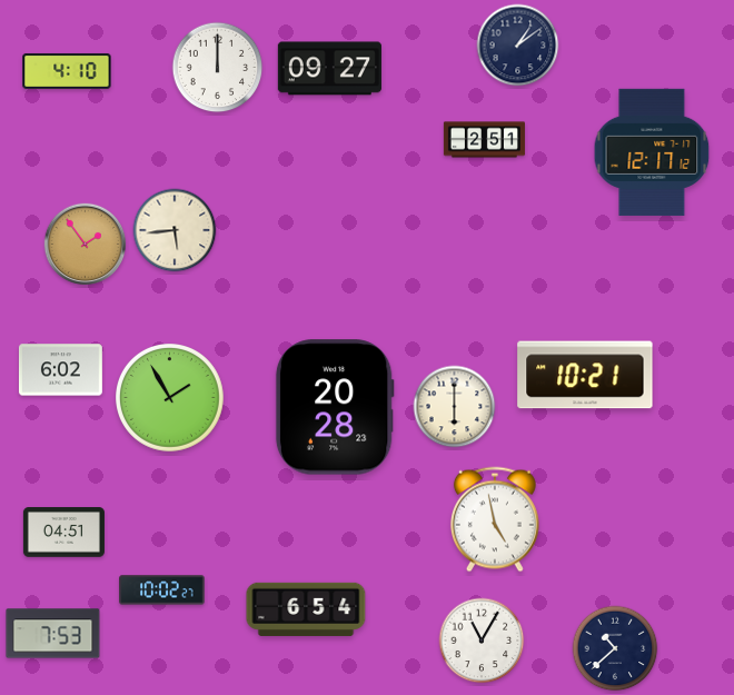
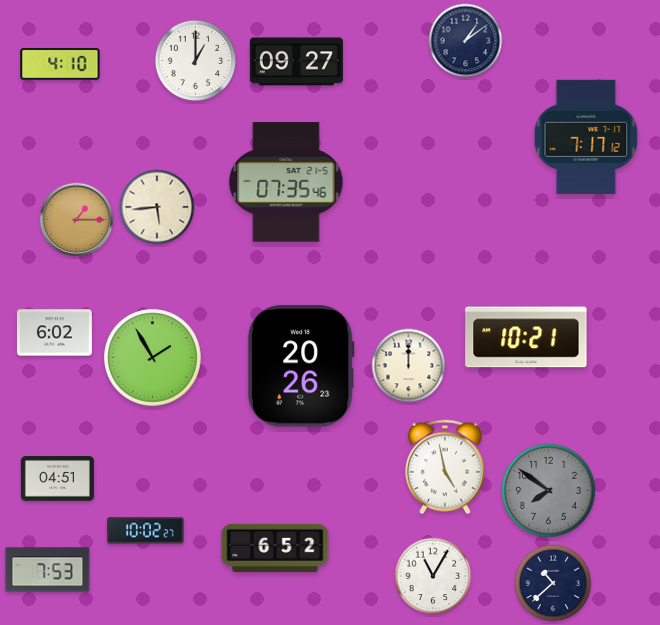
clock at (218, 68): 12:00 -> 1:00
clock at (484, 140): 2:51 -> none
clock at (652, 152): 12:17 -> 7:17
clock at (286, 182): none -> 07:35
clock at (86, 245): 1:54 -> 1:15
clock at (335, 407): 20:28 -> 20:26
clock at (455, 407): 6:00 -> 12:00
clock at (548, 490): none -> 7:51
clock at (306, 609): 6:54 -> 6:52
